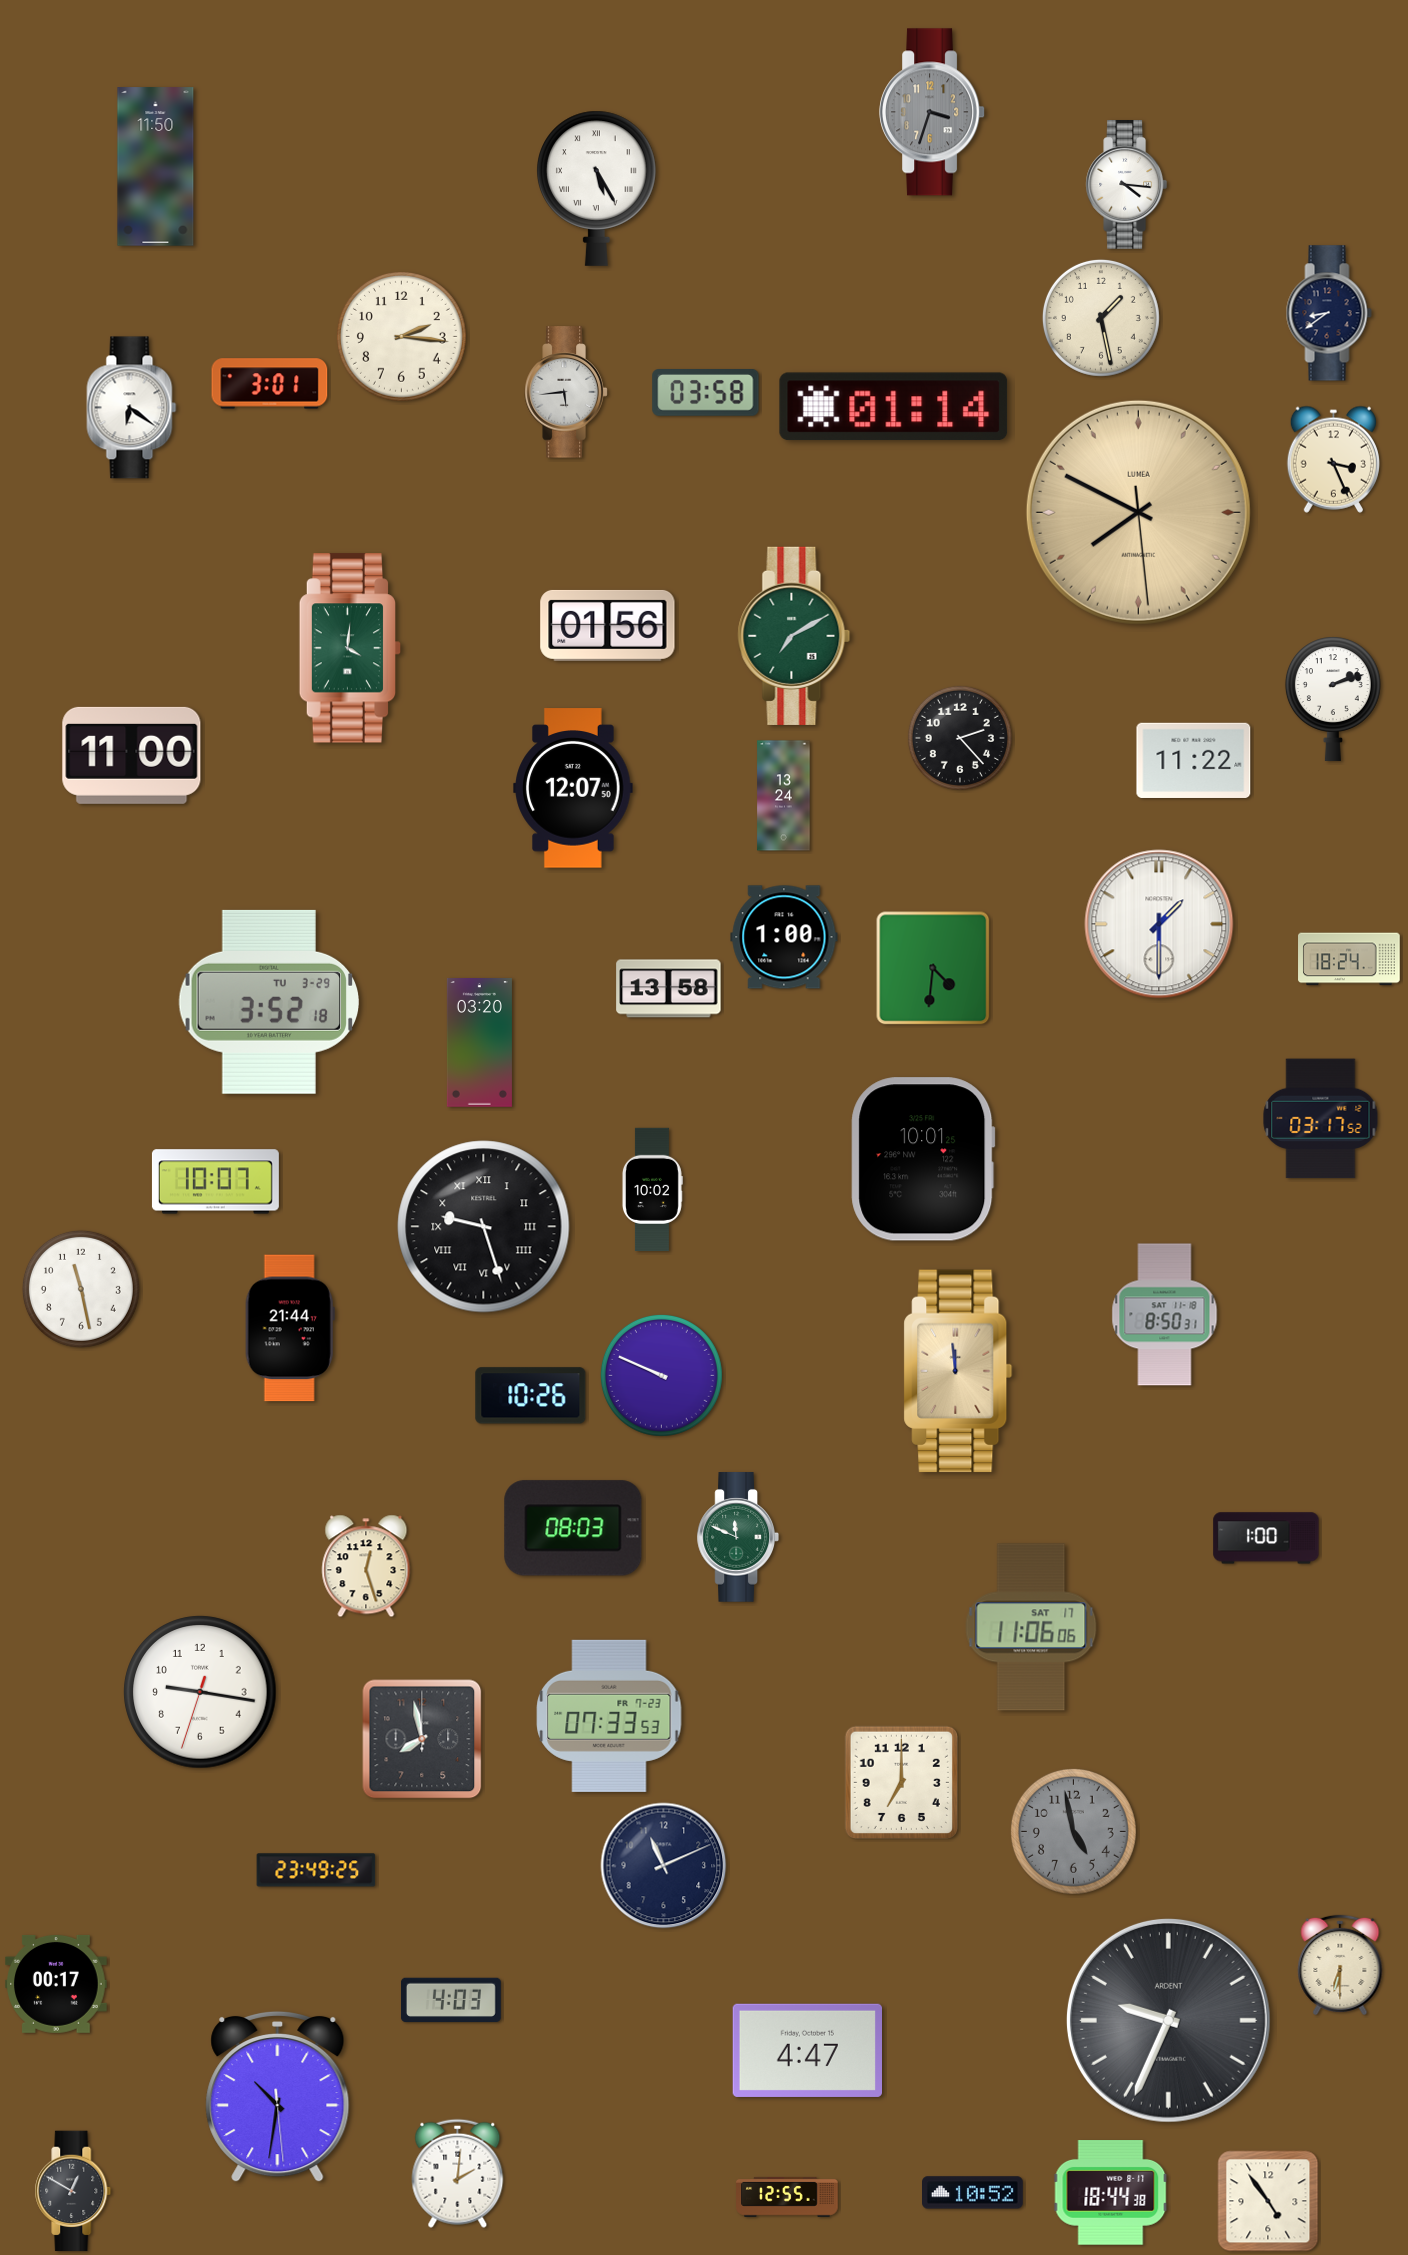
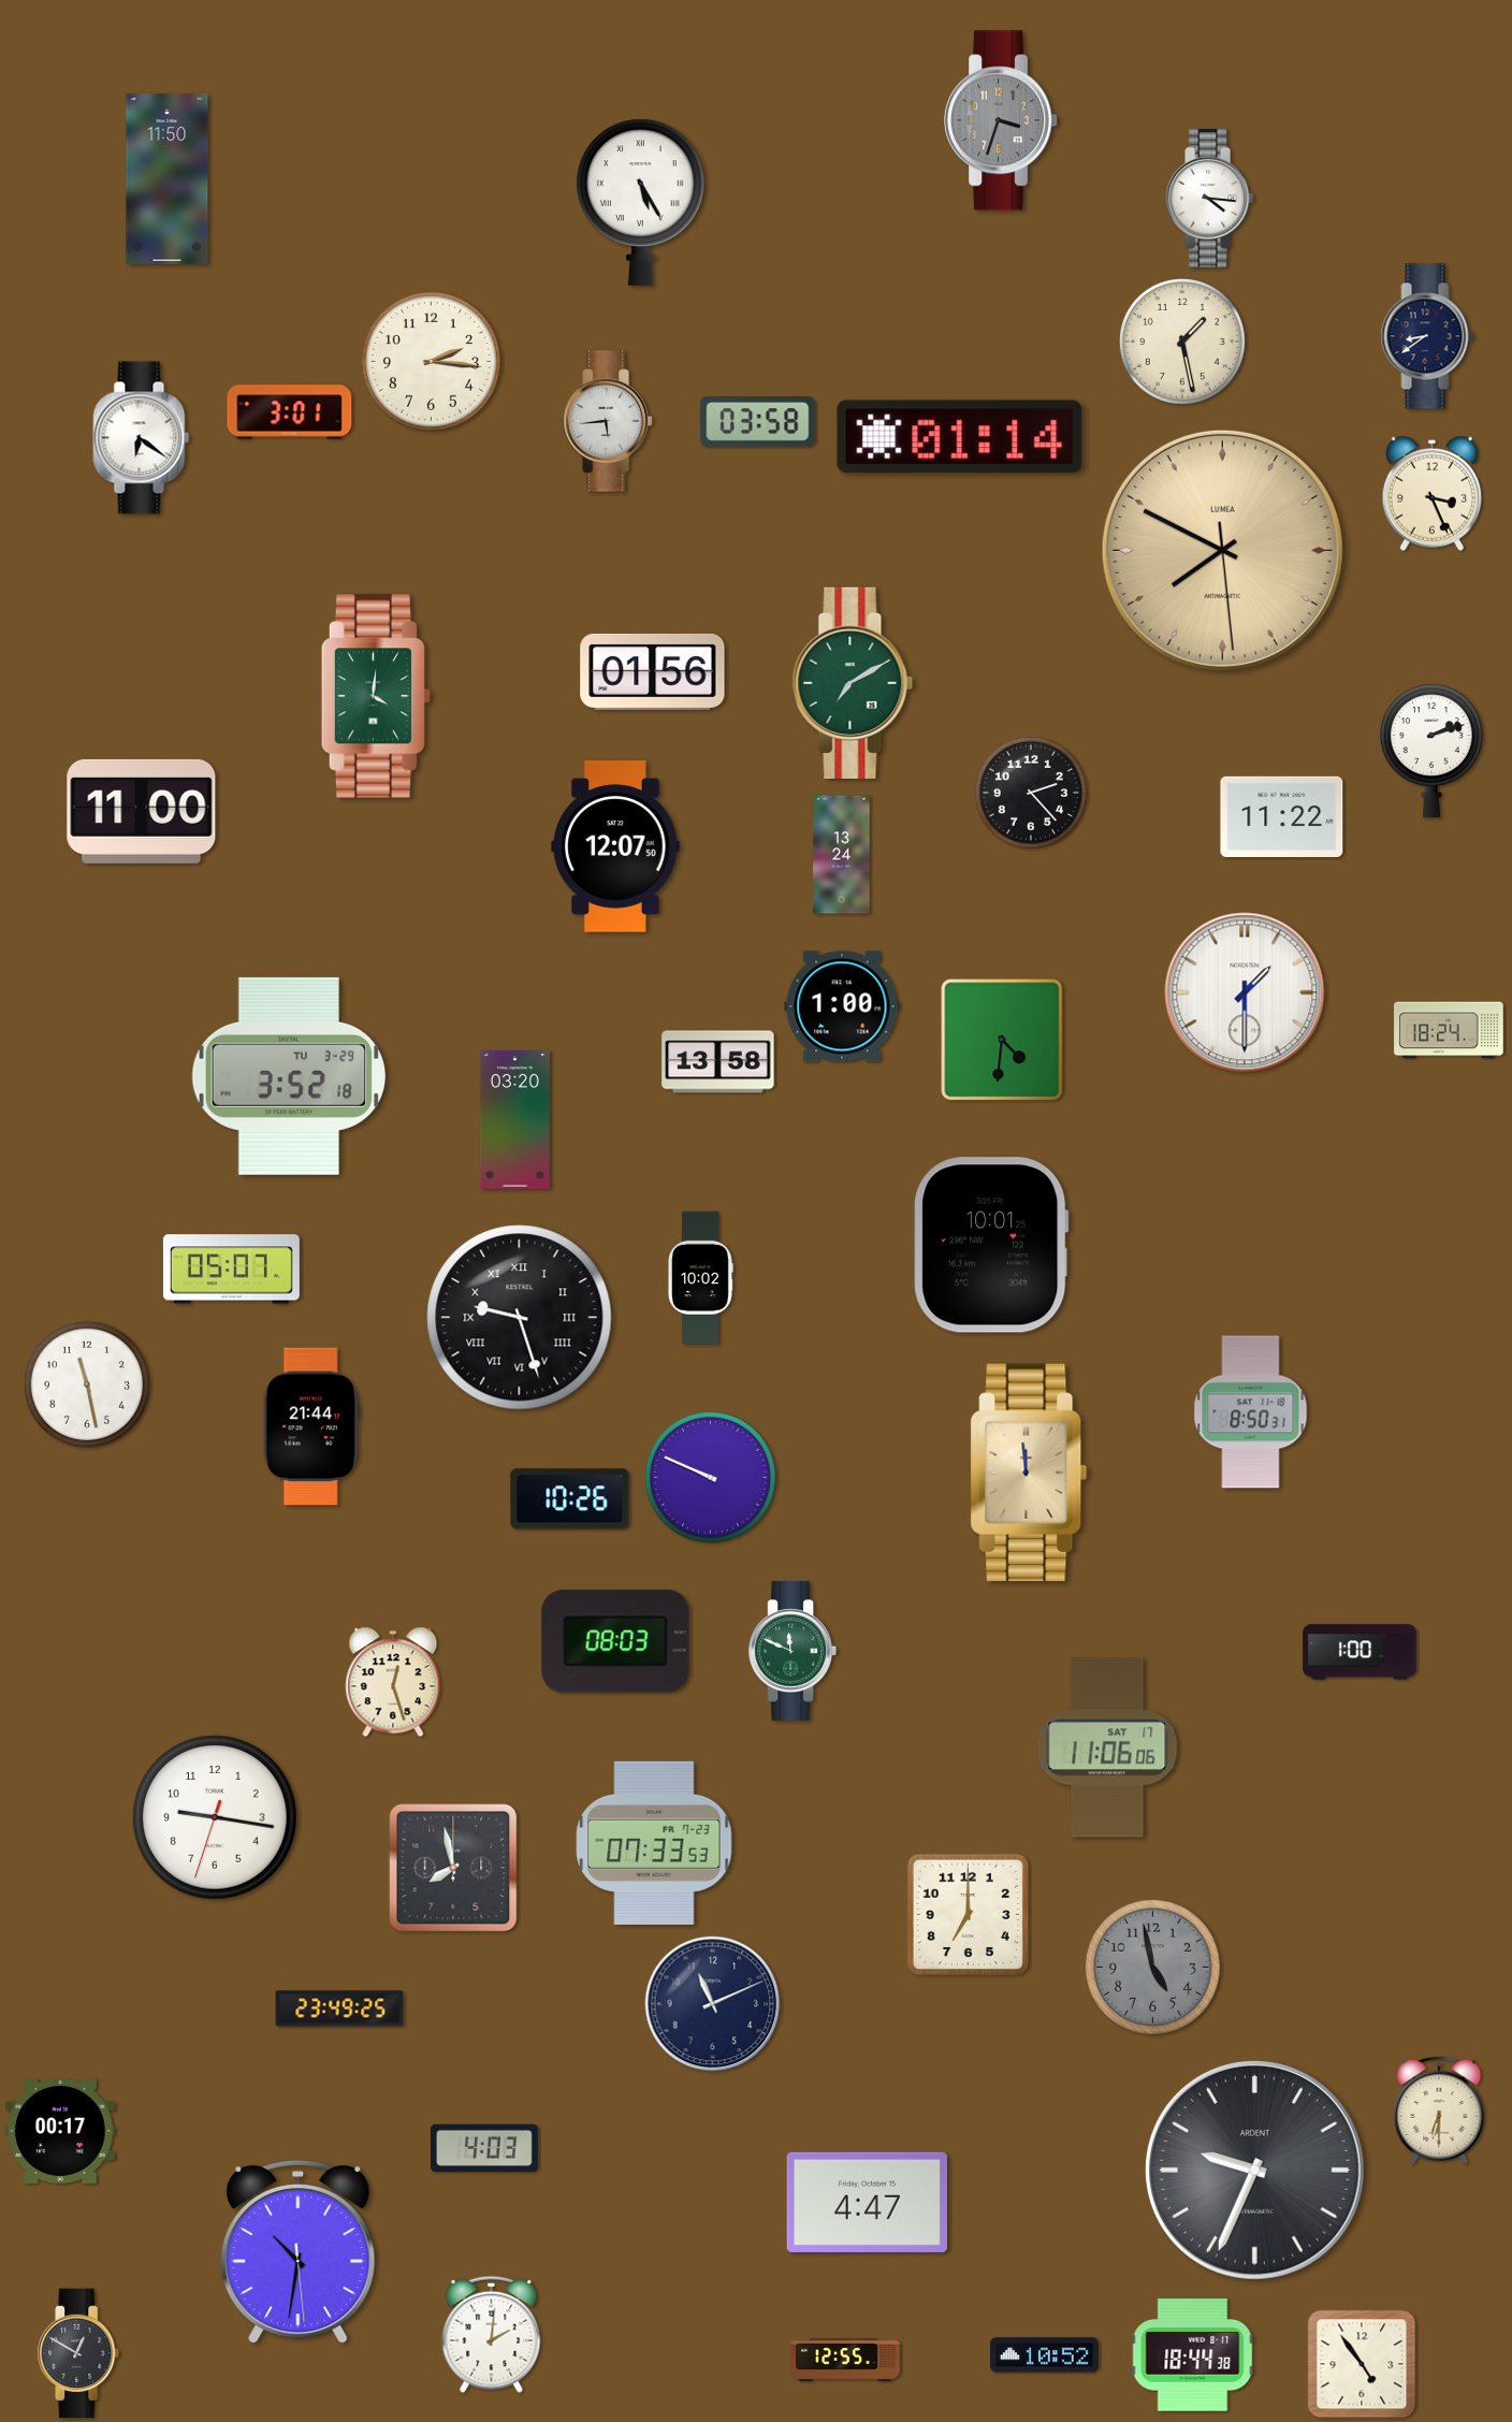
clock at (1321, 1119): 03:17 -> none
clock at (215, 1182): 10:07 -> 05:07
